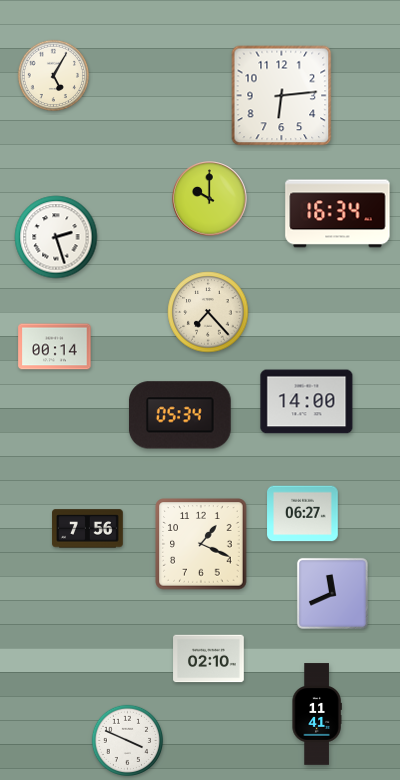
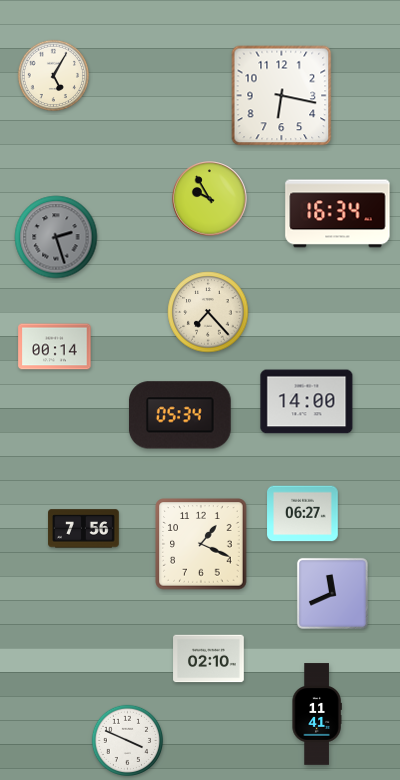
clock at (282, 96): 6:14 -> 6:17
clock at (210, 199): 10:00 -> 9:55
clock at (56, 237) dial: white -> grey
clock at (88, 529) position: (88, 529) -> (84, 529)
